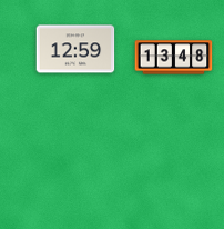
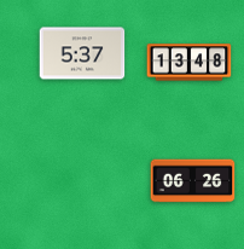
clock at (75, 49): 12:59 -> 5:37
clock at (193, 181): none -> 06:26
